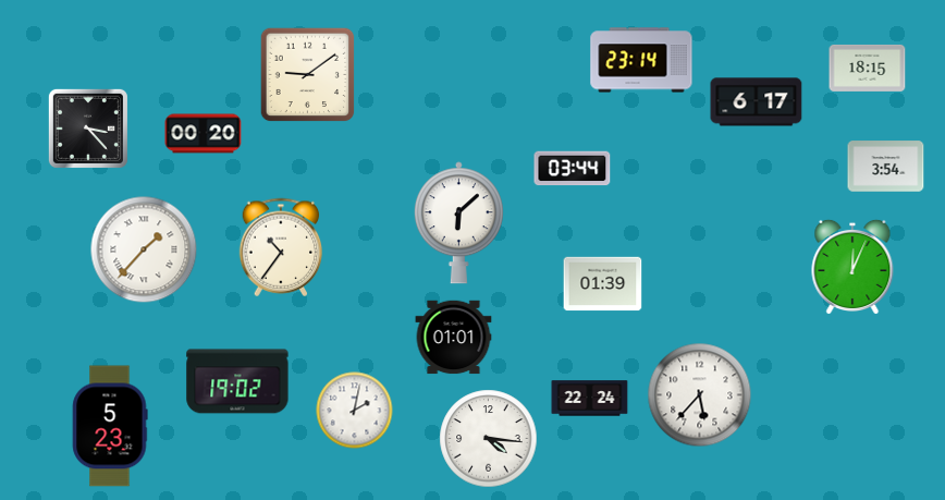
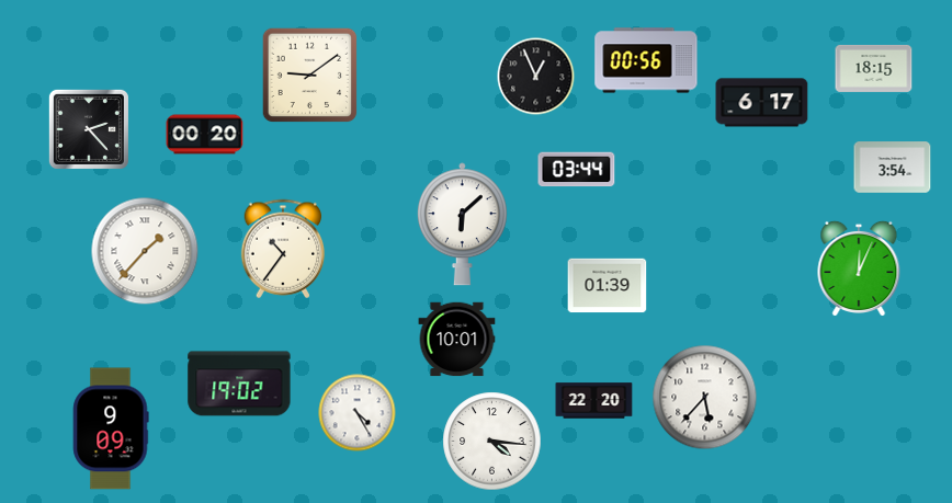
clock at (641, 60): 23:14 -> 00:56
clock at (536, 77): none -> 12:56
clock at (88, 129): 3:23 -> 2:23
clock at (454, 338): 01:01 -> 10:01
clock at (590, 399): 22:24 -> 22:20
clock at (355, 411): 2:02 -> 4:25
clock at (110, 426): 5:23 -> 9:09
